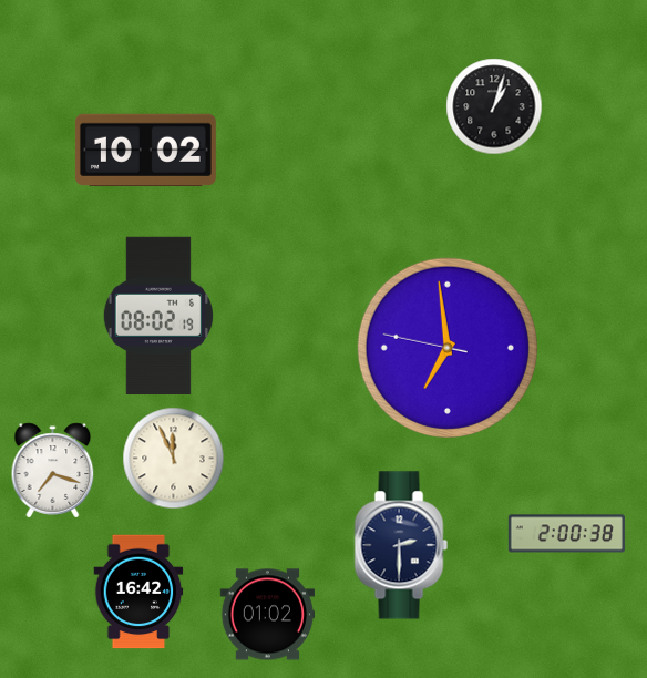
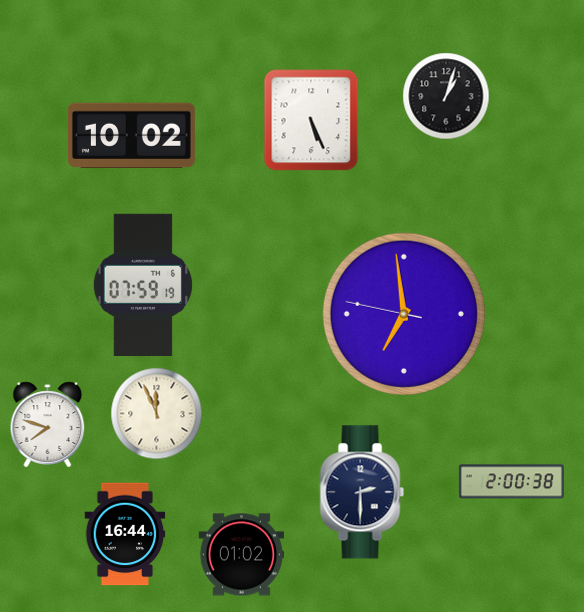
clock at (311, 120): none -> 5:26
clock at (157, 315): 08:02 -> 07:59
clock at (53, 471): 7:18 -> 7:48
clock at (138, 592): 16:42 -> 16:44
